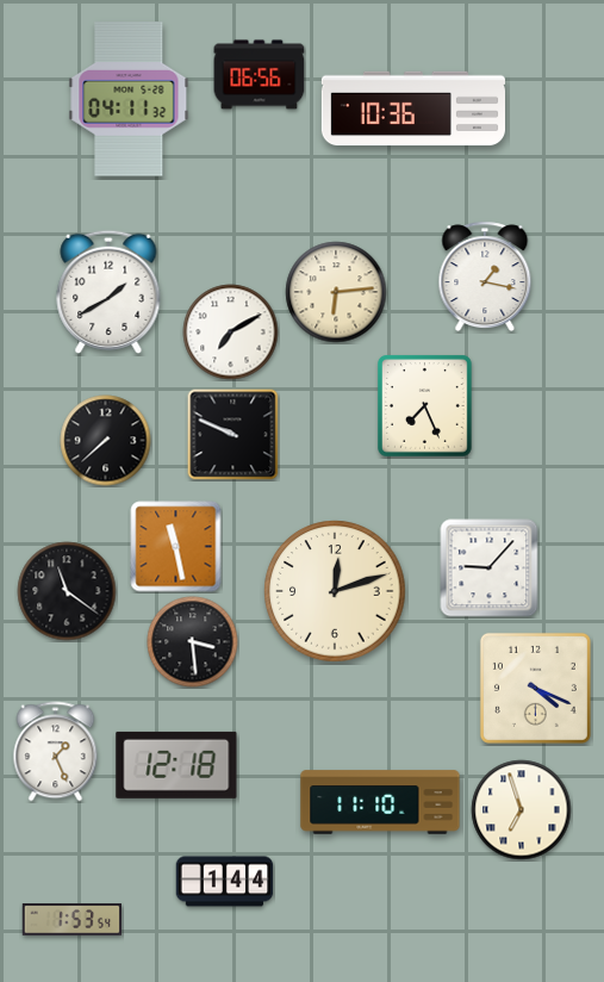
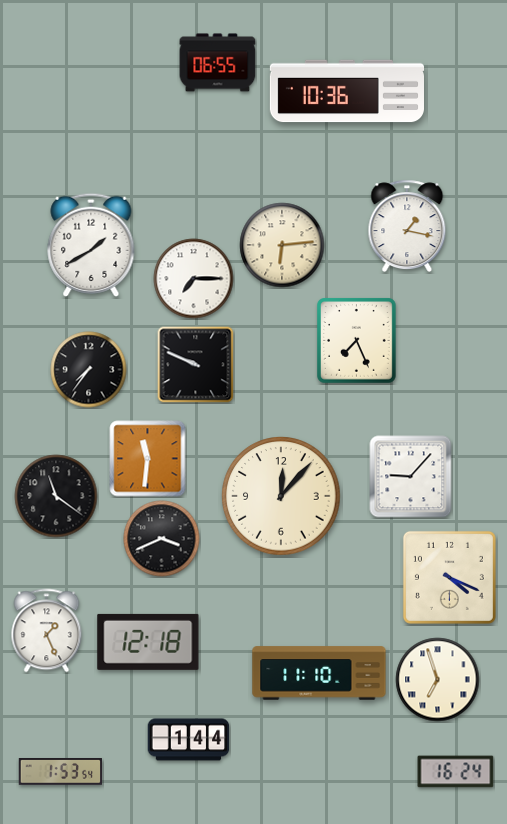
clock at (260, 75): 06:56 -> 06:55
clock at (129, 99): 04:11 -> none
clock at (485, 276) position: (485, 276) -> (407, 226)
clock at (231, 332): 7:10 -> 7:15
clock at (106, 441): 7:38 -> 7:36
clock at (176, 547): 11:28 -> 11:31
clock at (335, 591): 12:12 -> 12:07
clock at (193, 642): 3:29 -> 3:41
clock at (456, 772): none -> 16:24
